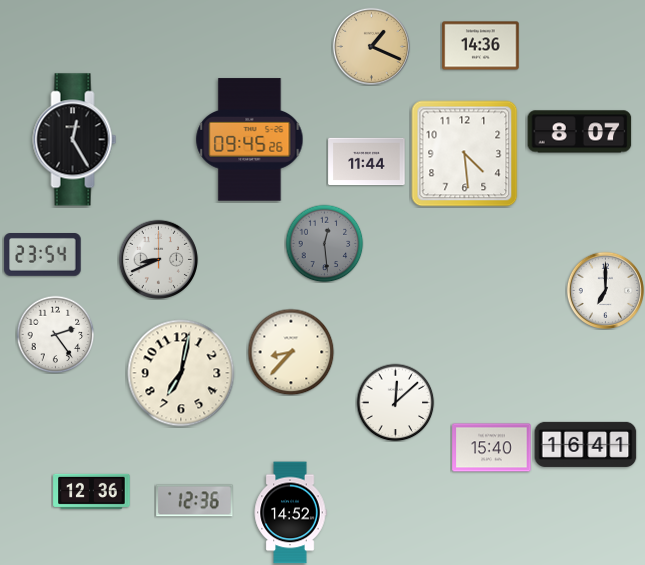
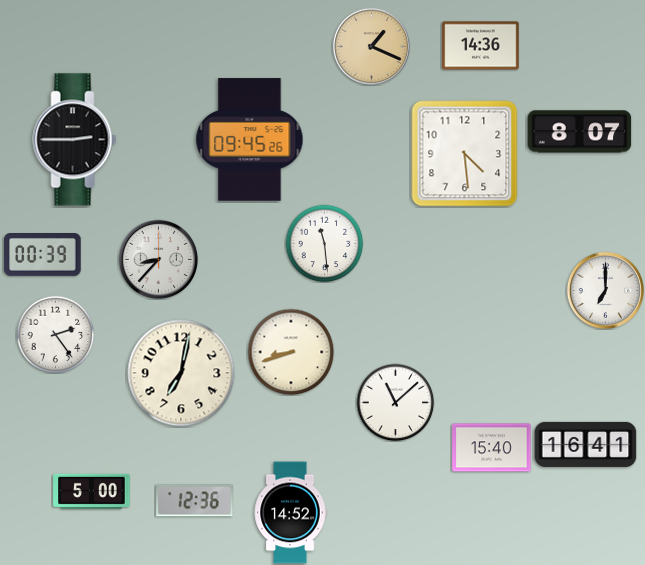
clock at (75, 140): 12:25 -> 2:45
clock at (367, 162): 11:44 -> none
clock at (324, 243): 12:29 -> 11:29
clock at (324, 243) dial: grey -> white
clock at (43, 255): 23:54 -> 00:39
clock at (158, 259): 8:41 -> 8:37
clock at (291, 352): 8:37 -> 8:42
clock at (395, 402): 12:08 -> 11:08
clock at (92, 491): 12:36 -> 5:00
